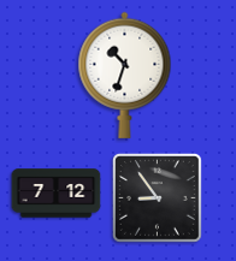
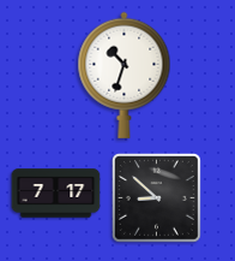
clock at (57, 194): 7:12 -> 7:17
clock at (158, 198): 8:54 -> 8:52
